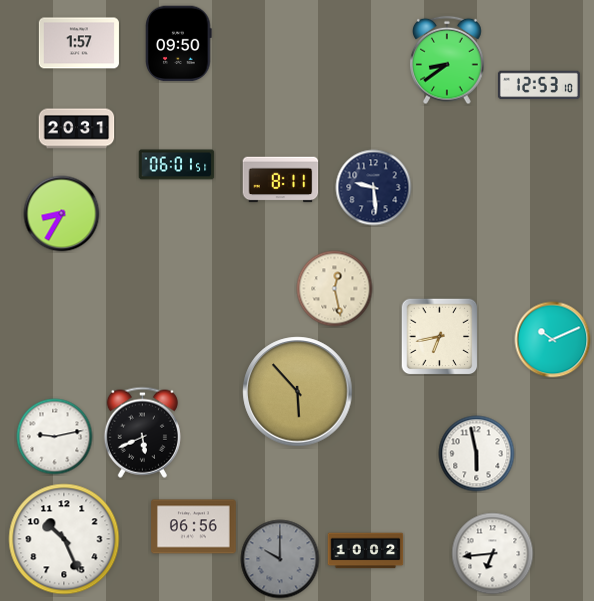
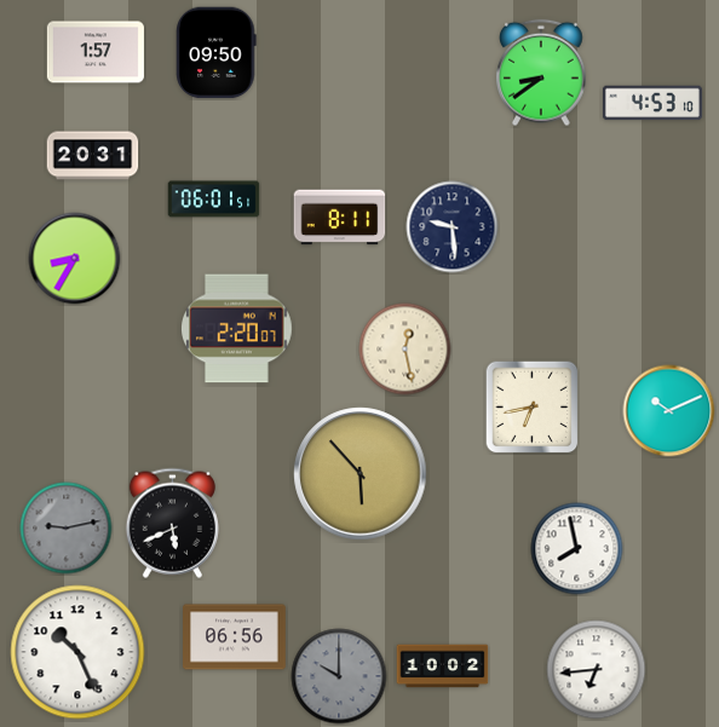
clock at (539, 85): 12:53 -> 4:53
clock at (237, 329): none -> 2:20
clock at (55, 437) dial: white -> grey
clock at (477, 454): 5:58 -> 7:58
